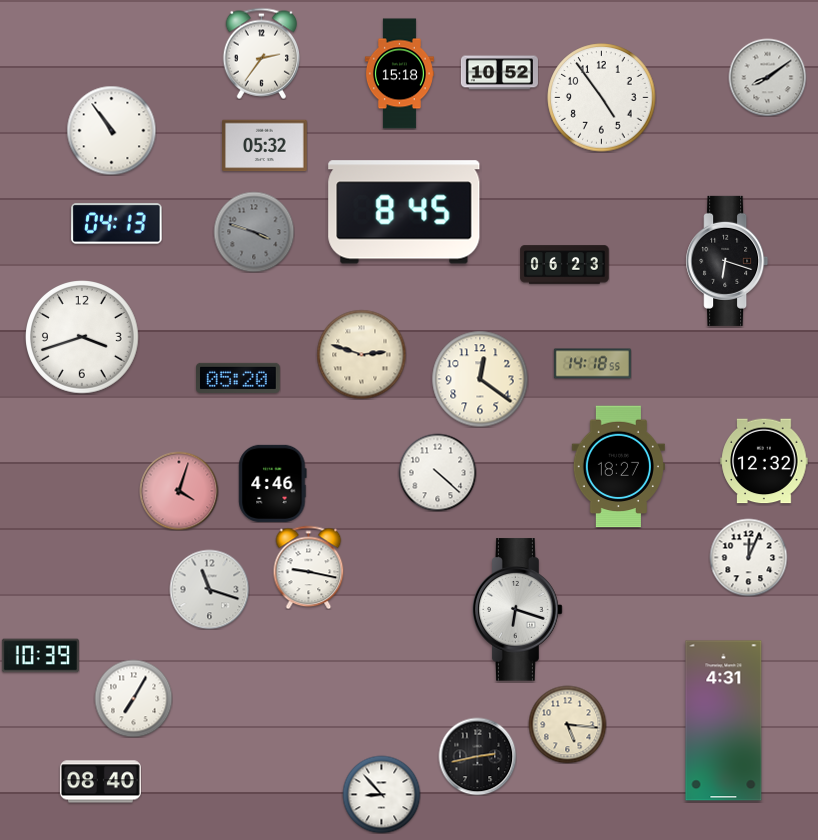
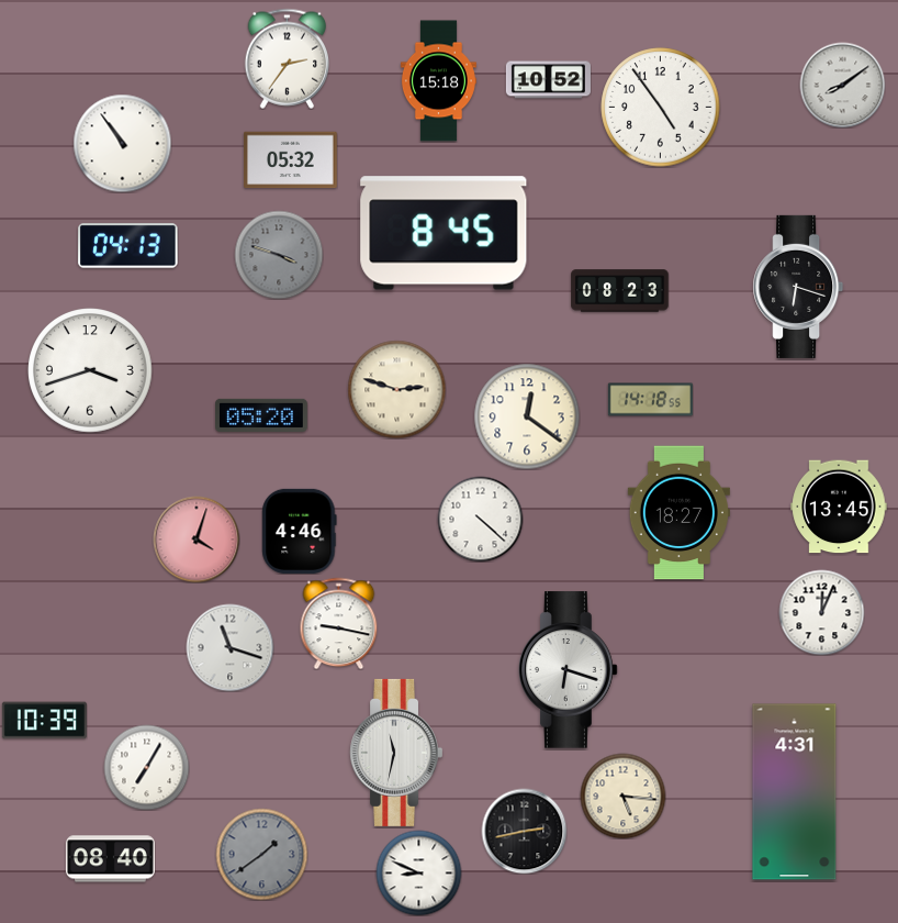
clock at (565, 265): 06:23 -> 08:23
clock at (764, 461): 12:32 -> 13:45
clock at (395, 753): none -> 11:32
clock at (261, 854): none -> 1:39
clock at (381, 794): 8:53 -> 8:49
